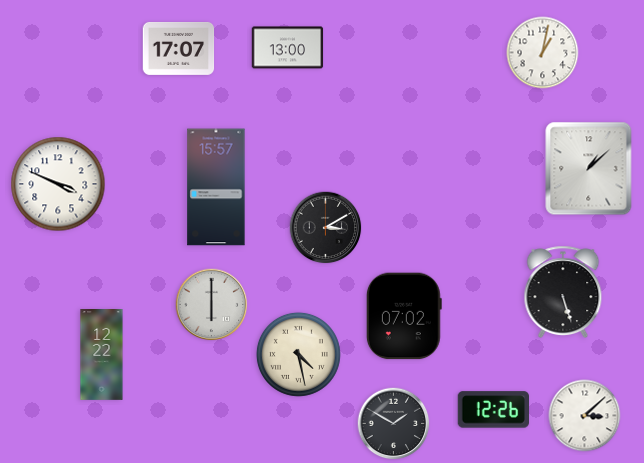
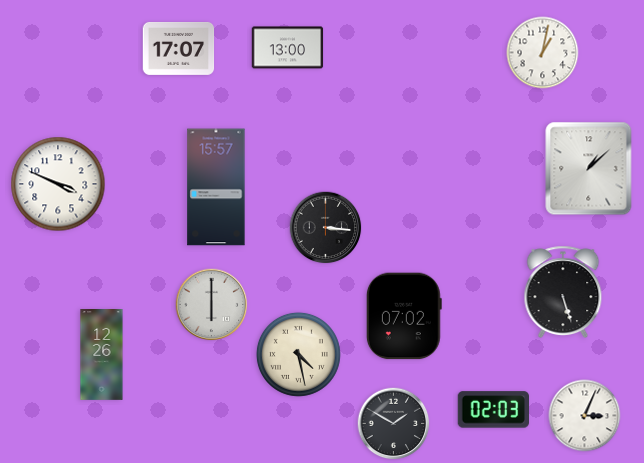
clock at (326, 228): 3:10 -> 3:16
clock at (102, 355): 12:22 -> 12:26
clock at (494, 410): 12:26 -> 02:03
clock at (585, 416): 3:08 -> 3:04
